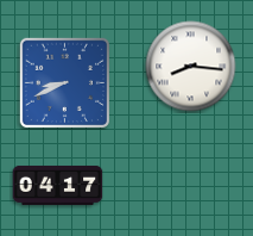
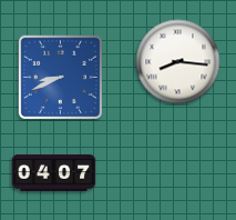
clock at (58, 185): 04:17 -> 04:07
